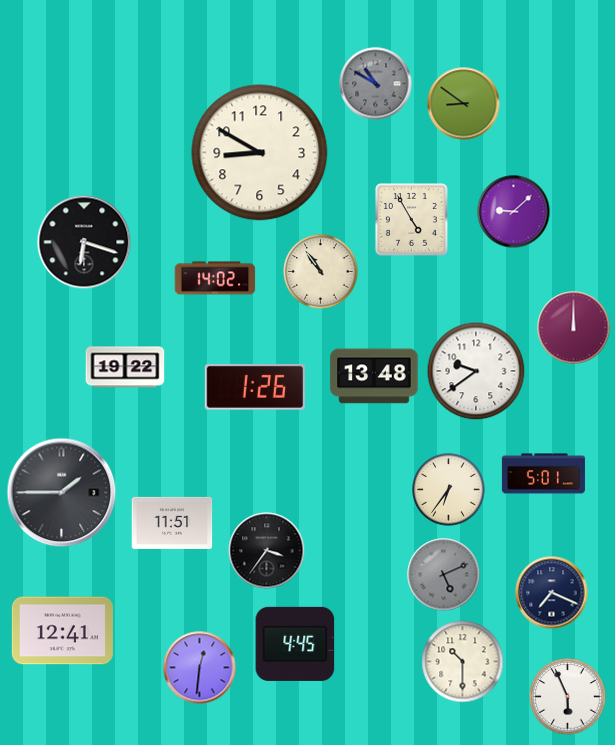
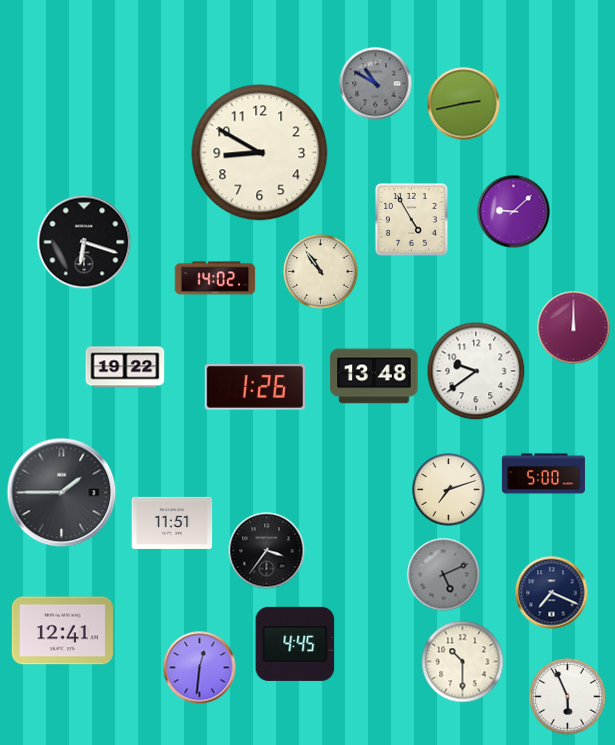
clock at (464, 104): 8:51 -> 2:43
clock at (543, 474): 5:01 -> 5:00
clock at (449, 490): 6:36 -> 7:12
